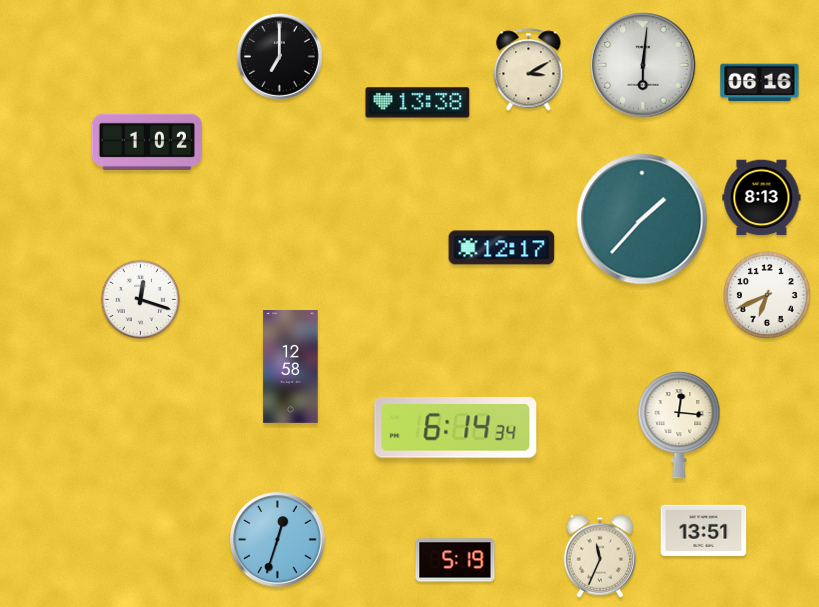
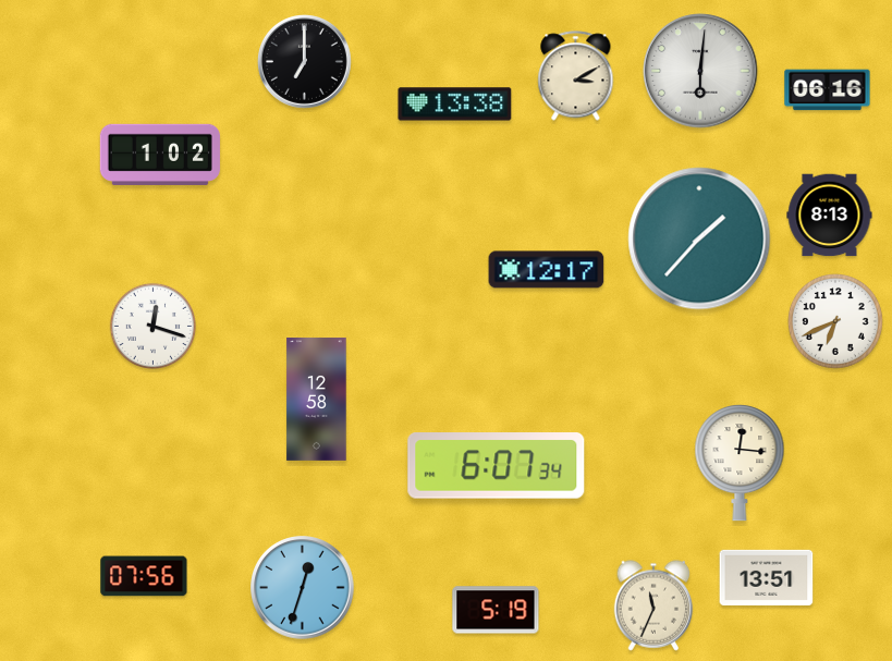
clock at (418, 103) position: (418, 103) -> (455, 105)
clock at (456, 428): 6:14 -> 6:07
clock at (144, 576): none -> 07:56
